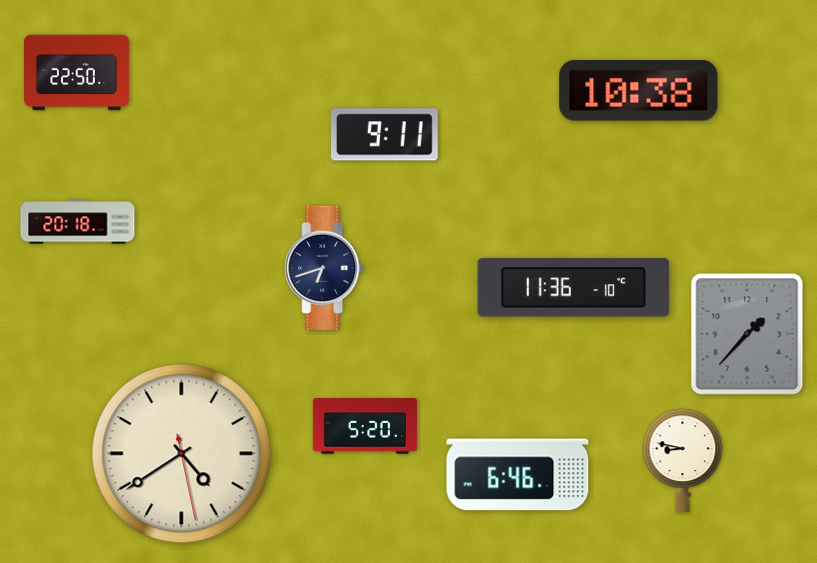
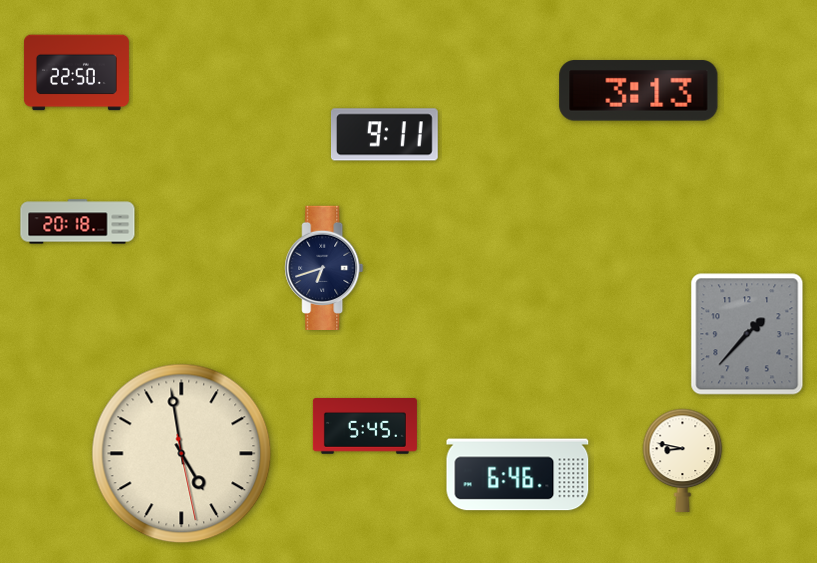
clock at (639, 91): 10:38 -> 3:13
clock at (574, 288): 11:36 -> none
clock at (365, 426): 5:20 -> 5:45
clock at (182, 454): 4:39 -> 4:58
